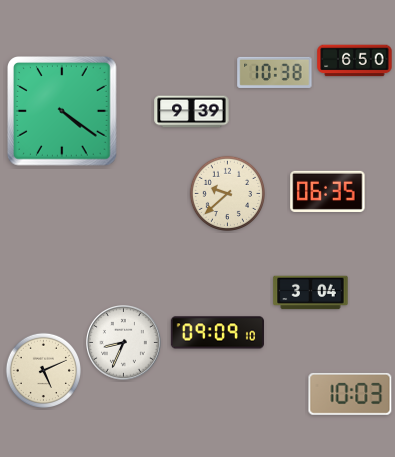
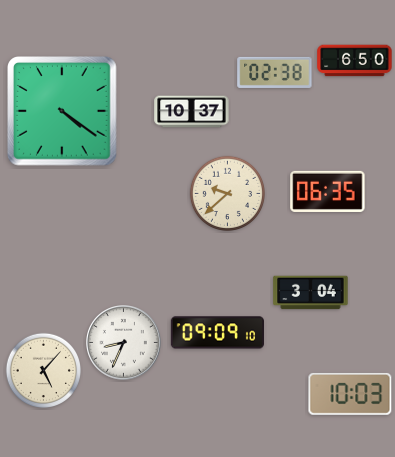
clock at (275, 72): 10:38 -> 02:38
clock at (192, 112): 9:39 -> 10:37
clock at (43, 370): 5:11 -> 5:07
